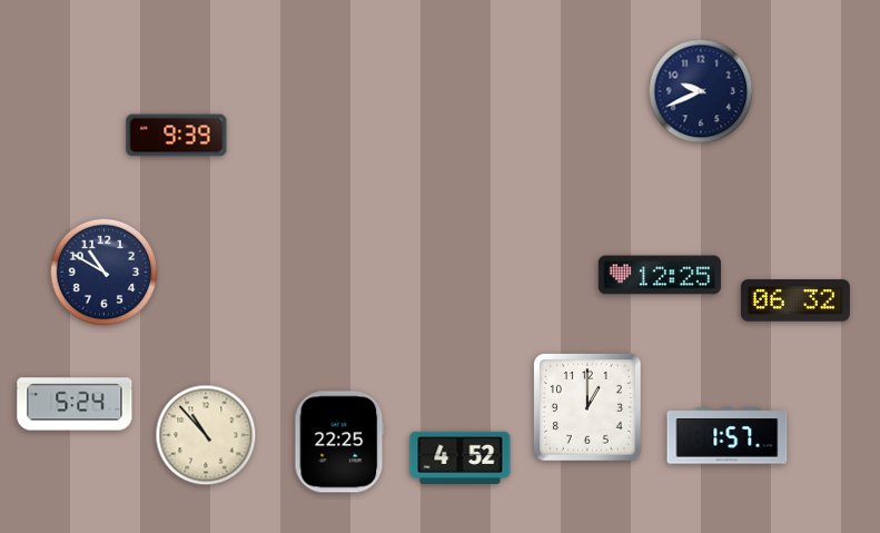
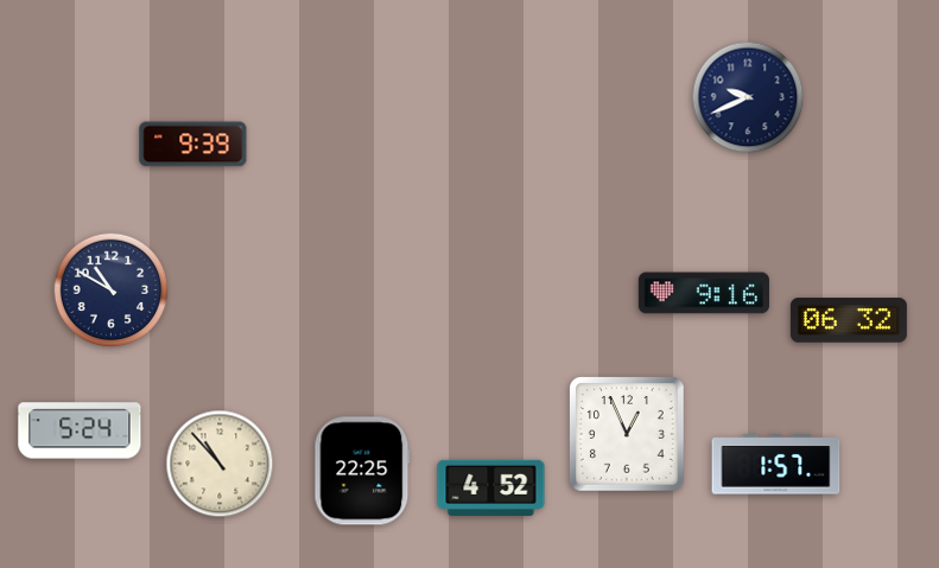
clock at (177, 136) position: (177, 136) -> (193, 145)
clock at (660, 275): 12:25 -> 9:16
clock at (589, 408): 1:00 -> 12:56
